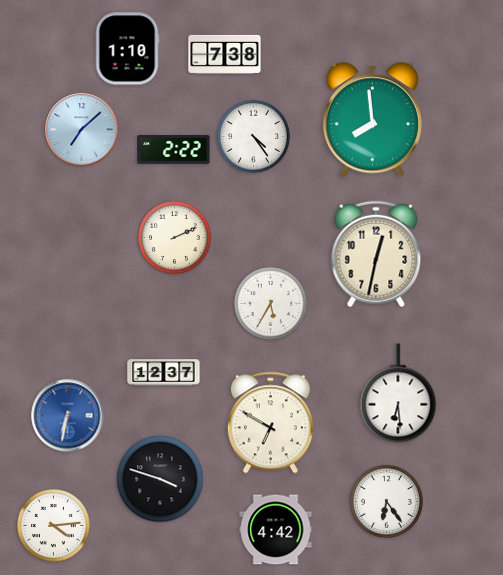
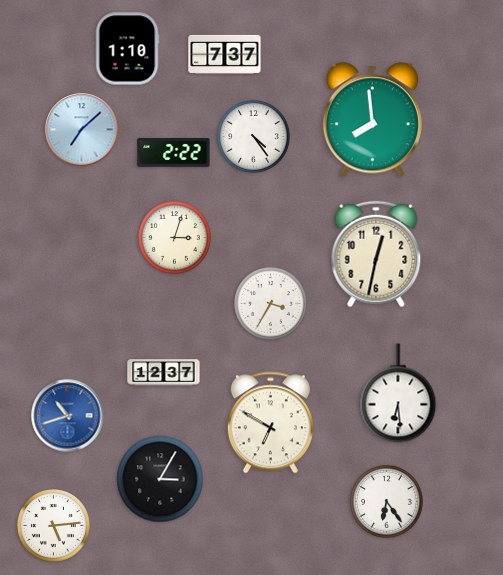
clock at (225, 54): 7:38 -> 7:37
clock at (174, 150) position: (174, 150) -> (174, 153)
clock at (175, 238): 2:11 -> 3:03
clock at (271, 304): 5:35 -> 3:35
clock at (68, 416): 6:32 -> 10:42
clock at (160, 479): 3:48 -> 3:05
clock at (54, 526): 4:14 -> 5:14
clock at (276, 530): 4:42 -> none
